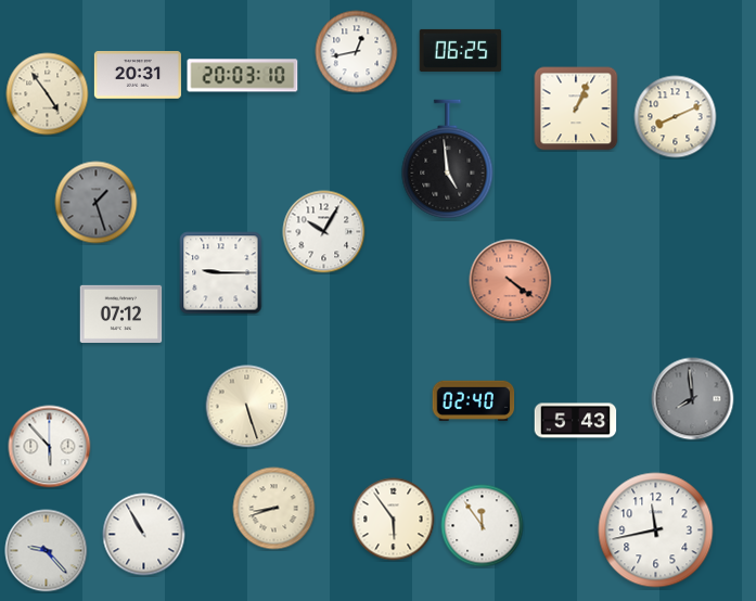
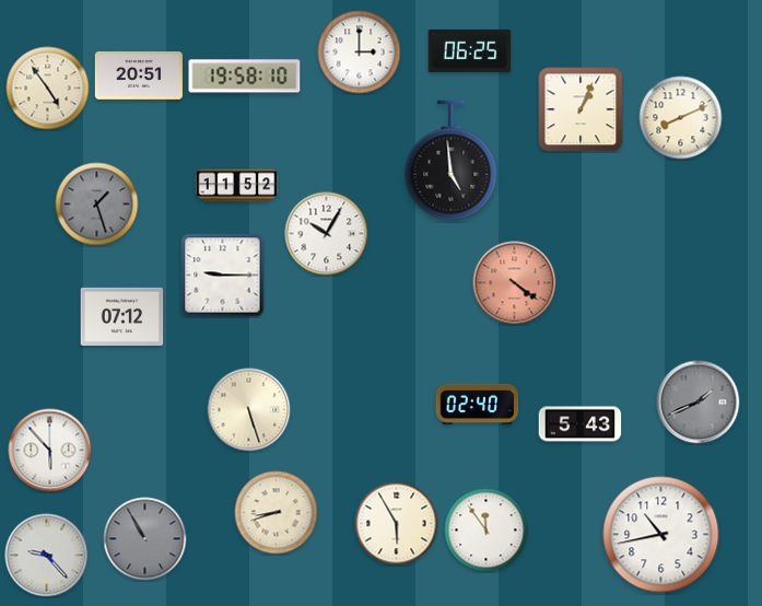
clock at (461, 50) position: (461, 50) -> (470, 50)
clock at (357, 52): 12:43 -> 3:00
clock at (138, 76): 20:31 -> 20:51
clock at (243, 76): 20:03 -> 19:58
clock at (48, 94) position: (48, 94) -> (48, 89)
clock at (237, 186): none -> 11:52
clock at (693, 399): 7:59 -> 1:41
clock at (394, 520): 5:54 -> 5:55
clock at (656, 530): 11:43 -> 10:43
clock at (144, 535) dial: white -> grey
